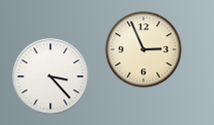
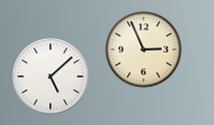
clock at (51, 77): 3:23 -> 5:08
